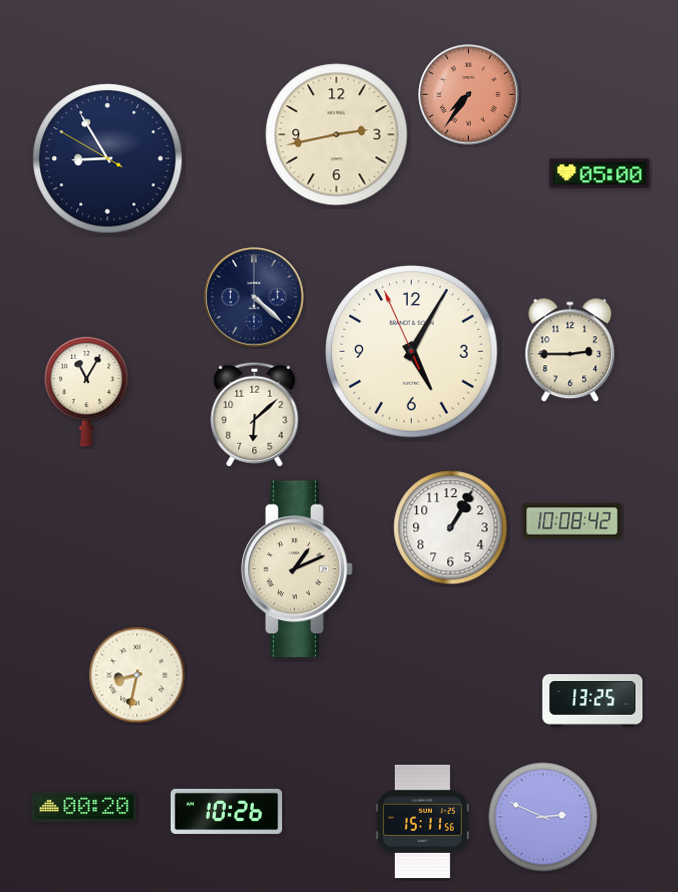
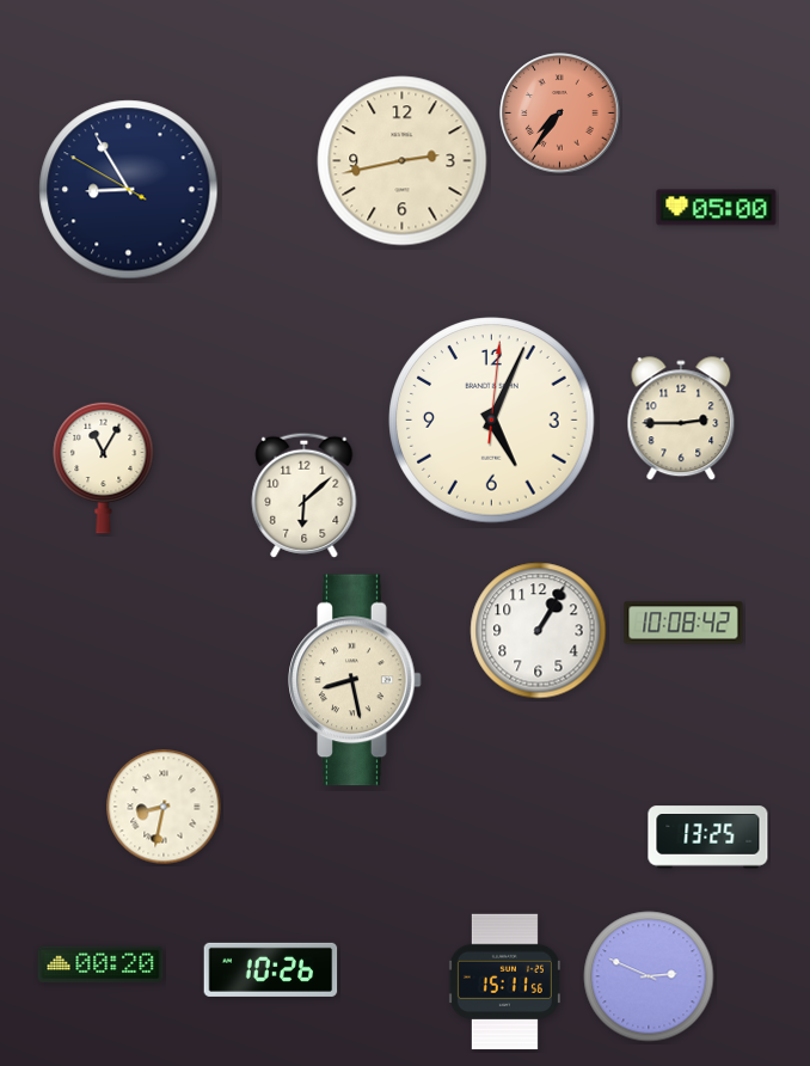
clock at (254, 297): 4:22 -> none
clock at (412, 352): 5:04:56 -> 5:04:01
clock at (297, 569): 1:11 -> 8:28
